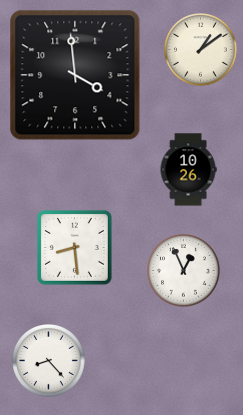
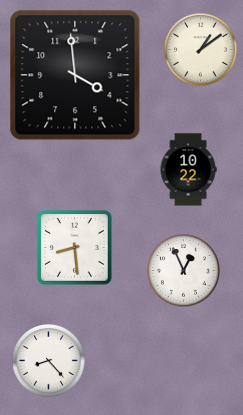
clock at (188, 170): 10:26 -> 10:22
